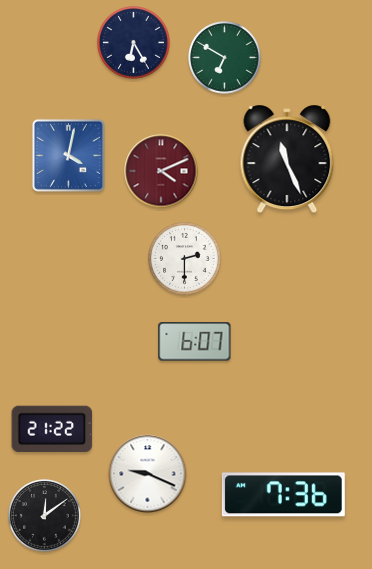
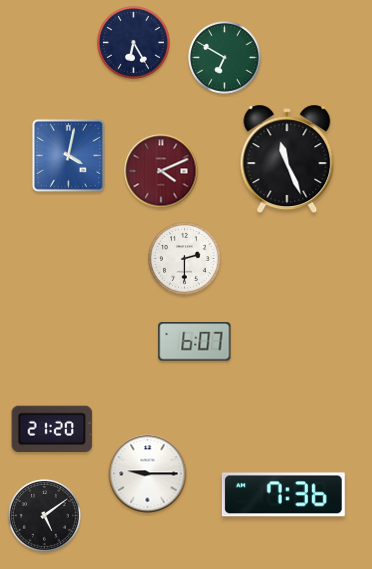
clock at (52, 428): 21:22 -> 21:20
clock at (148, 474): 9:19 -> 9:15
clock at (45, 516): 12:09 -> 5:09
